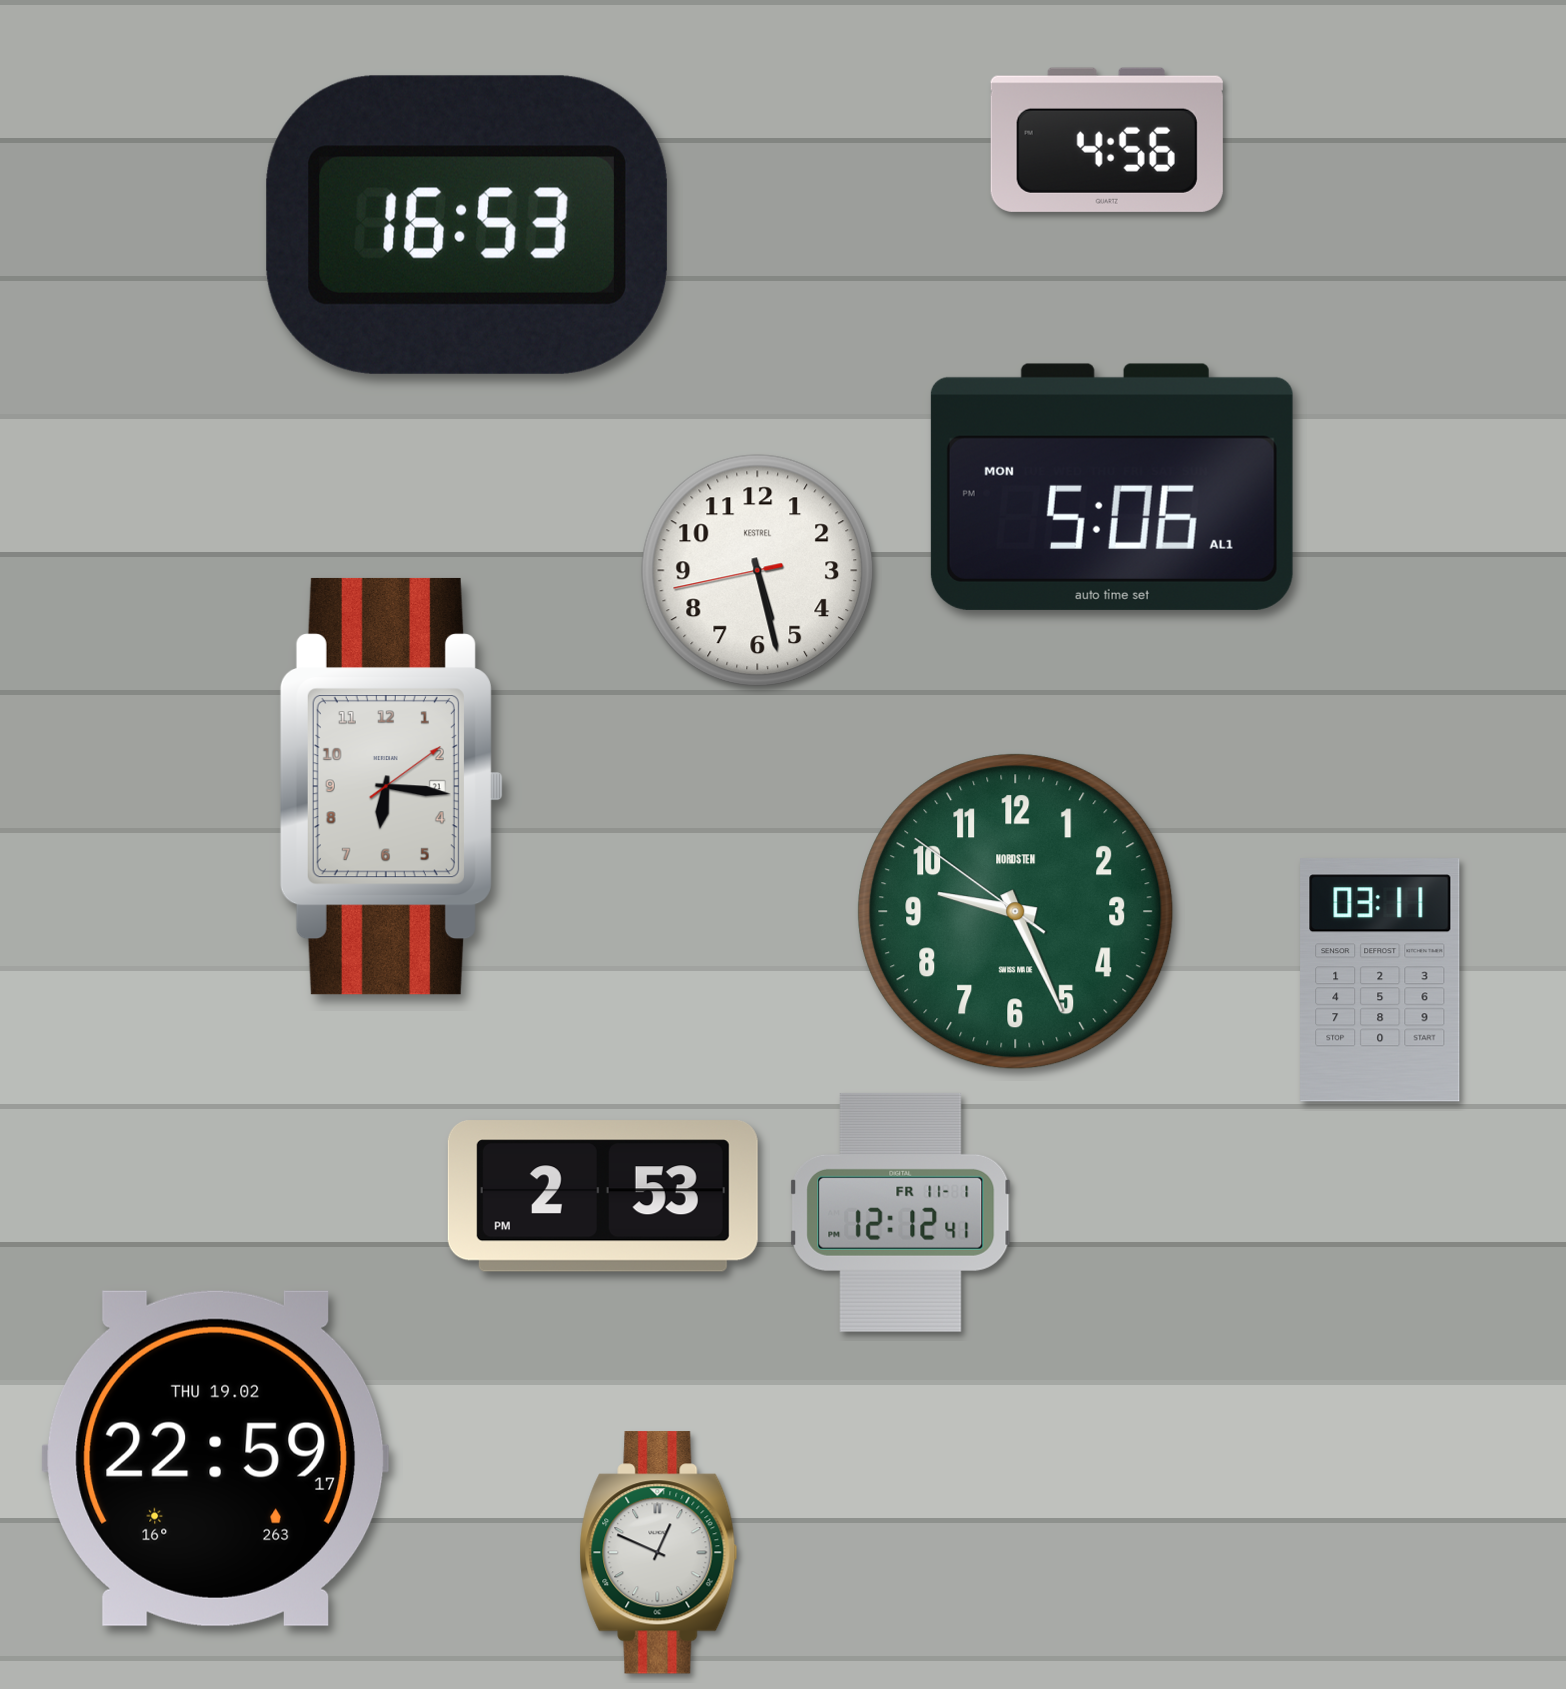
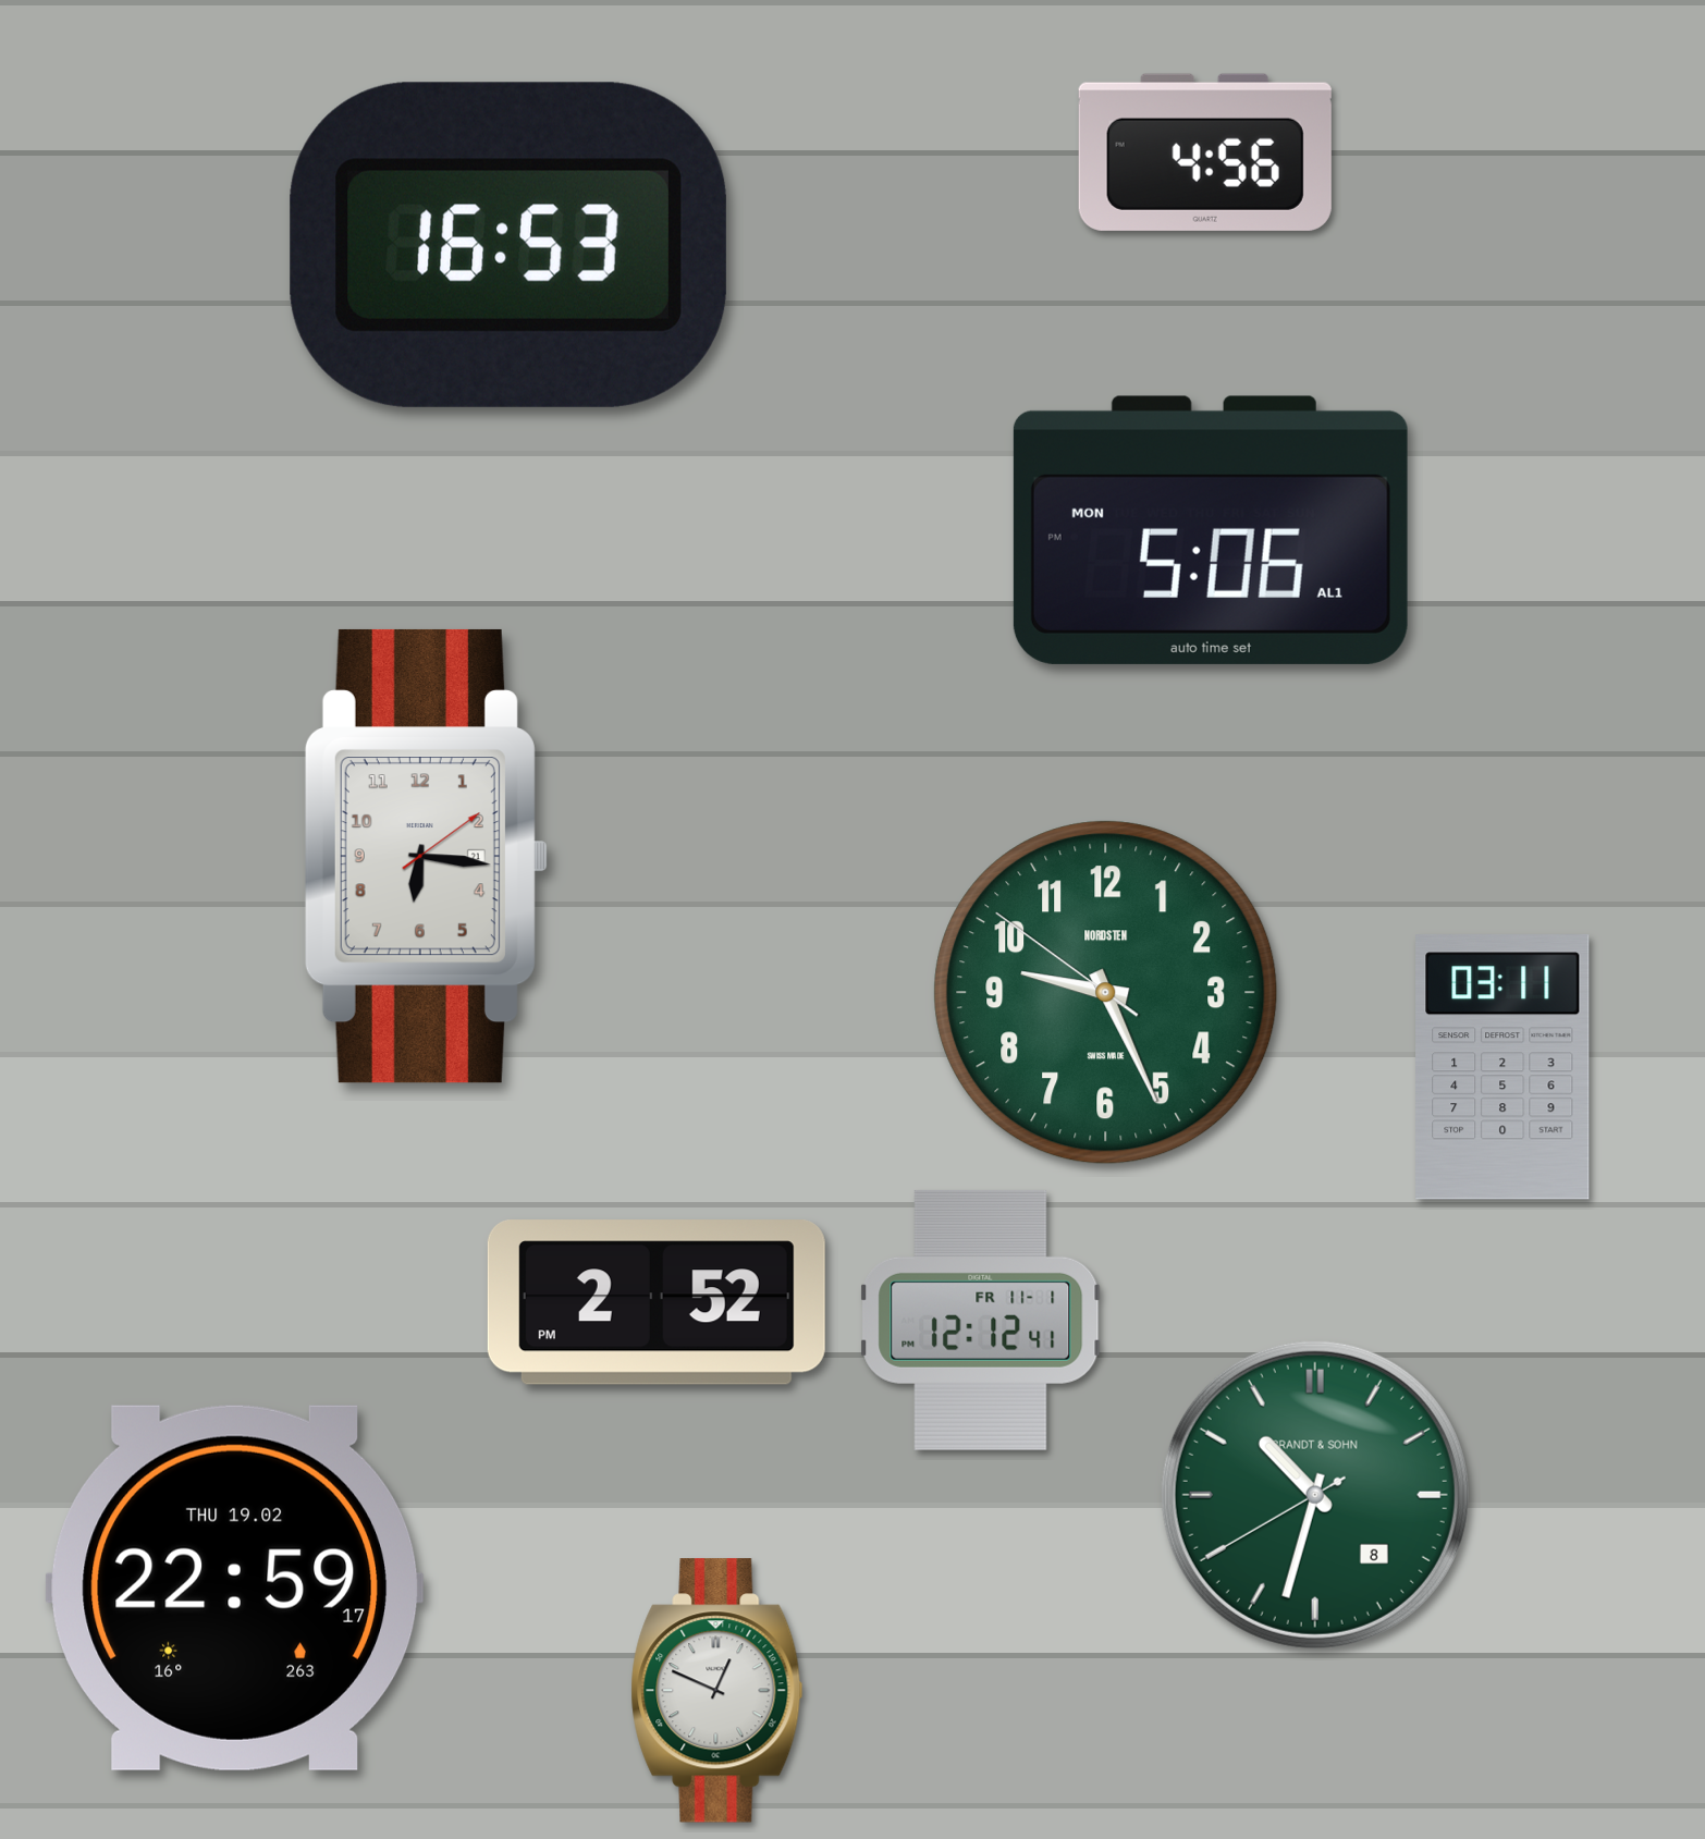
clock at (758, 571): 5:27 -> none
clock at (603, 1196): 2:53 -> 2:52
clock at (1315, 1495): none -> 10:32
